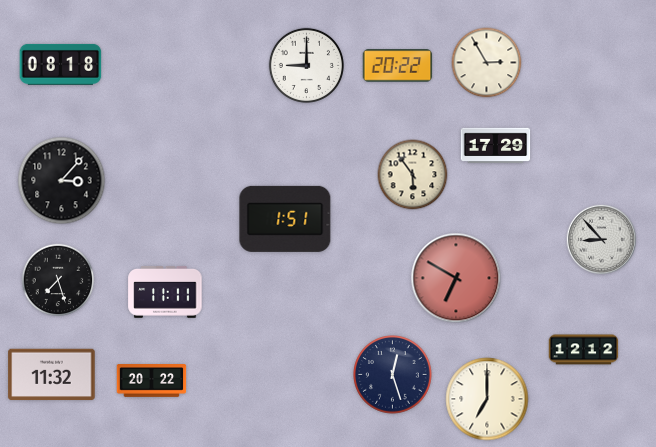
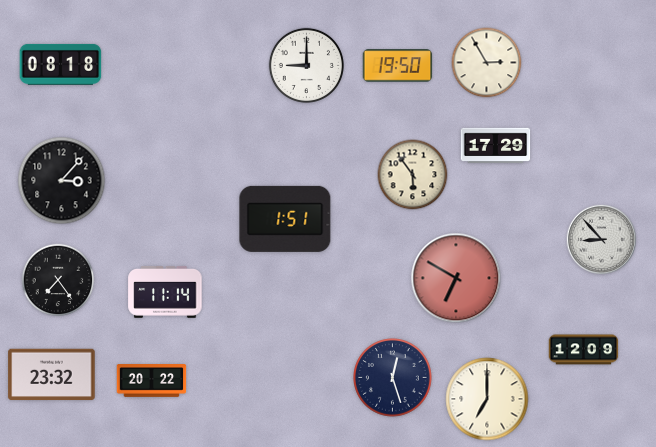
clock at (398, 66): 20:22 -> 19:50
clock at (58, 280): 7:27 -> 7:24
clock at (165, 292): 11:11 -> 11:14
clock at (584, 350): 12:12 -> 12:09
clock at (52, 375): 11:32 -> 23:32
clock at (393, 375) position: (393, 375) -> (393, 378)
